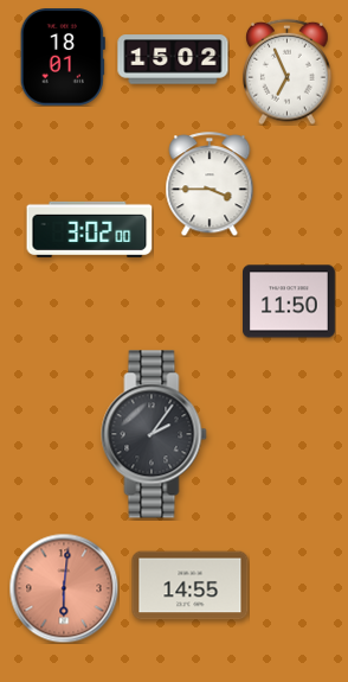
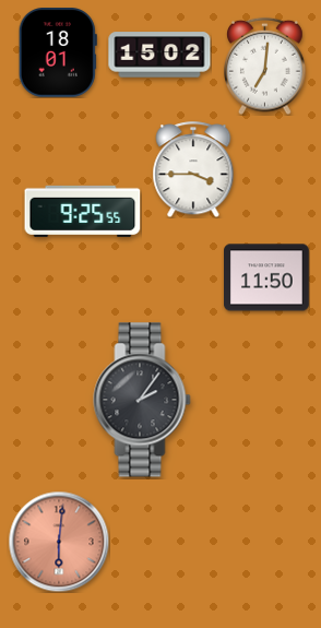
clock at (288, 71): 6:56 -> 7:01
clock at (90, 229): 3:02 -> 9:25
clock at (191, 586): 14:55 -> none
